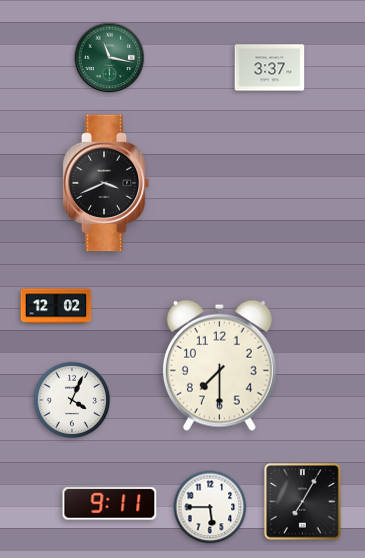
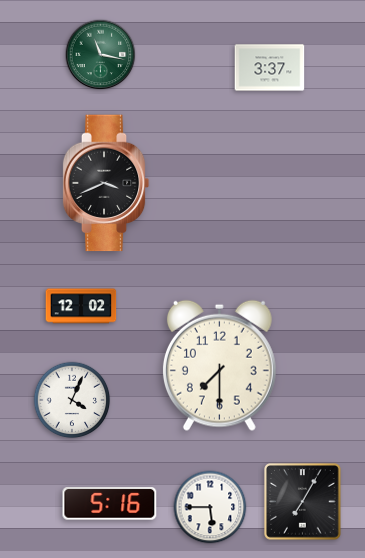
clock at (110, 58) position: (110, 58) -> (101, 55)
clock at (56, 306) position: (56, 306) -> (81, 306)
clock at (110, 504): 9:11 -> 5:16
